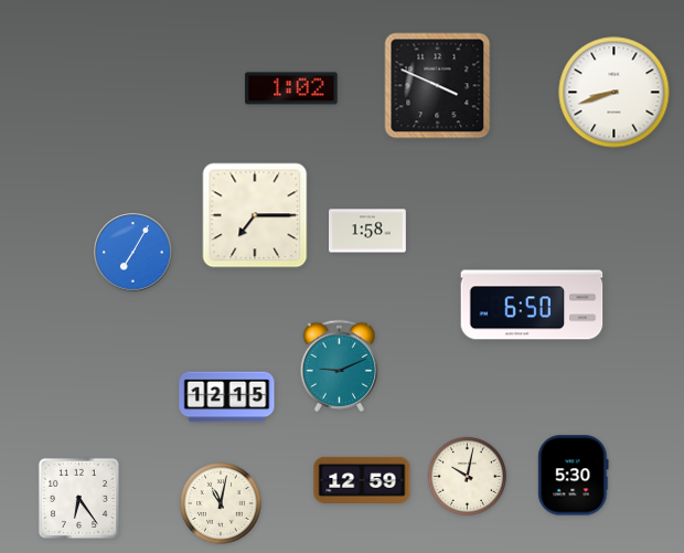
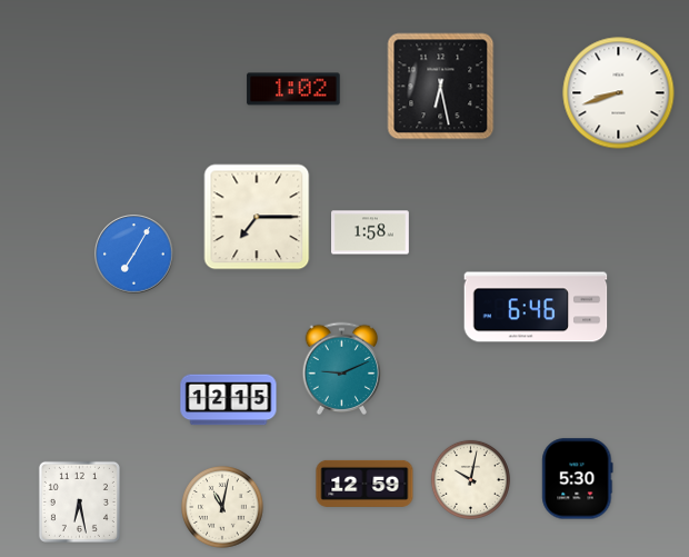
clock at (438, 86): 3:49 -> 6:28
clock at (532, 305): 6:50 -> 6:46
clock at (78, 498): 6:24 -> 6:28
